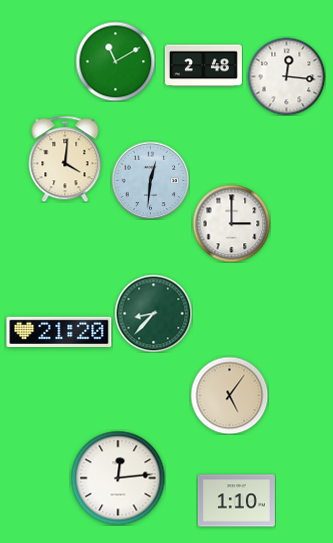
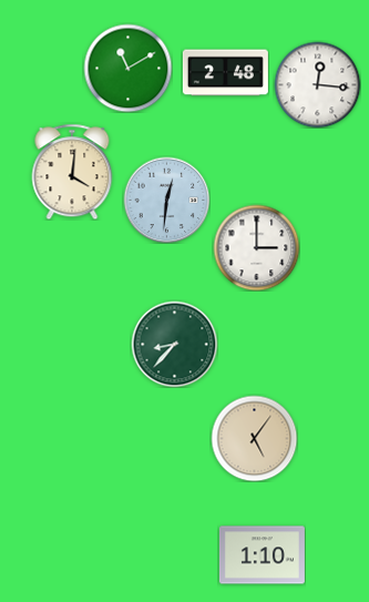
clock at (65, 159) position: (65, 159) -> (72, 172)
clock at (153, 313) position: (153, 313) -> (174, 344)
clock at (59, 331): 21:20 -> none
clock at (118, 478): 12:14 -> none
